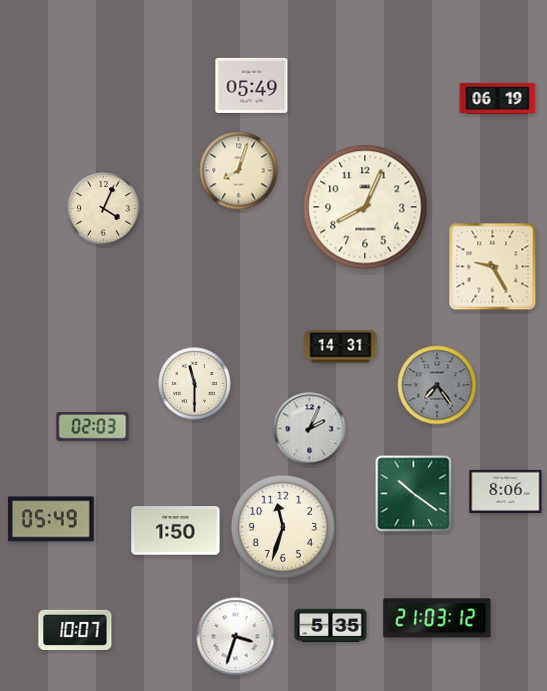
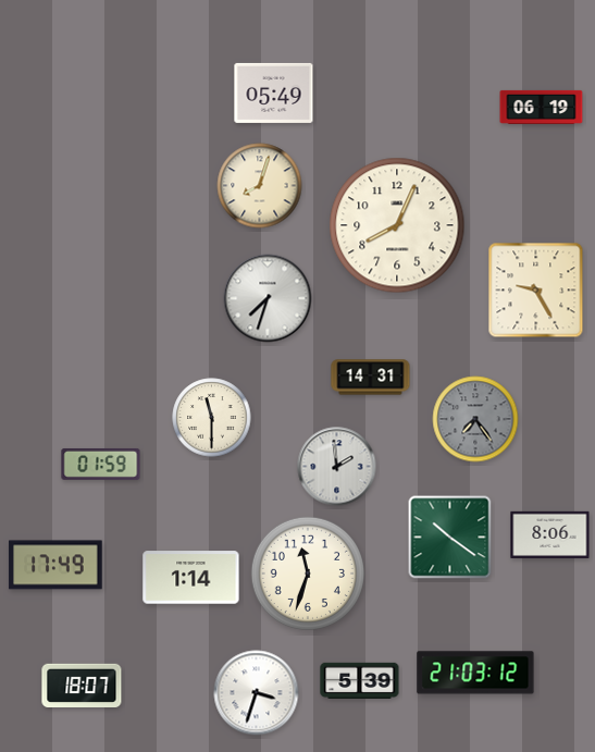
clock at (104, 209): 4:04 -> none
clock at (268, 298): none -> 7:33
clock at (93, 426): 02:03 -> 01:59
clock at (310, 429): 2:04 -> 1:59
clock at (51, 519): 05:49 -> 17:49
clock at (176, 531): 1:50 -> 1:14
clock at (331, 625): 5:35 -> 5:39
clock at (75, 629): 10:07 -> 18:07
